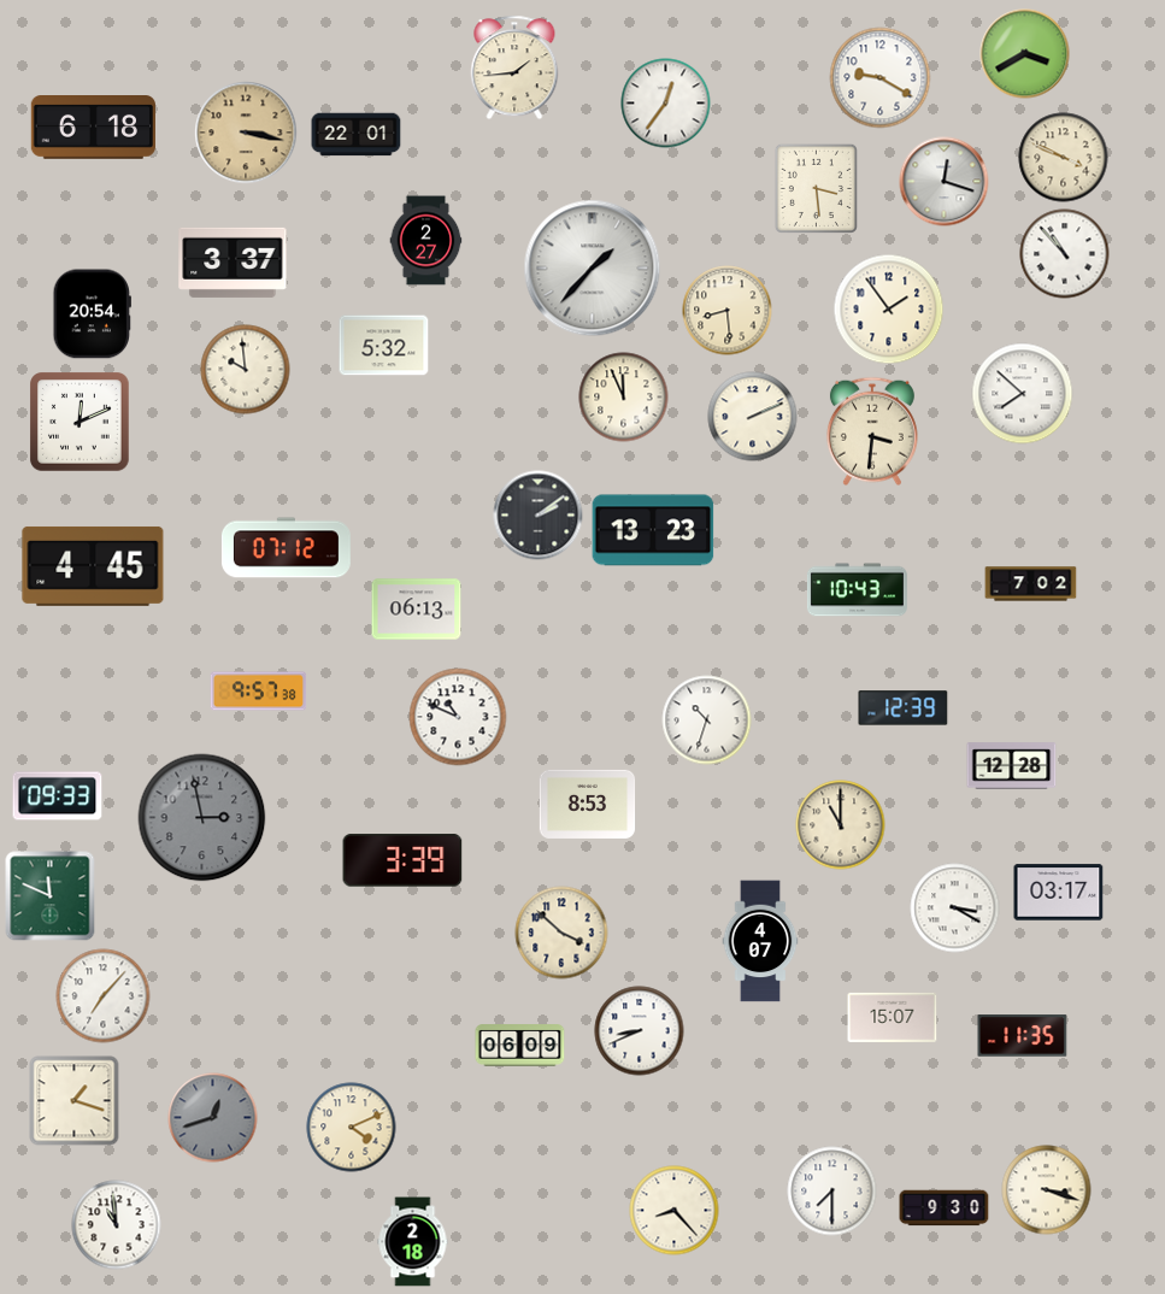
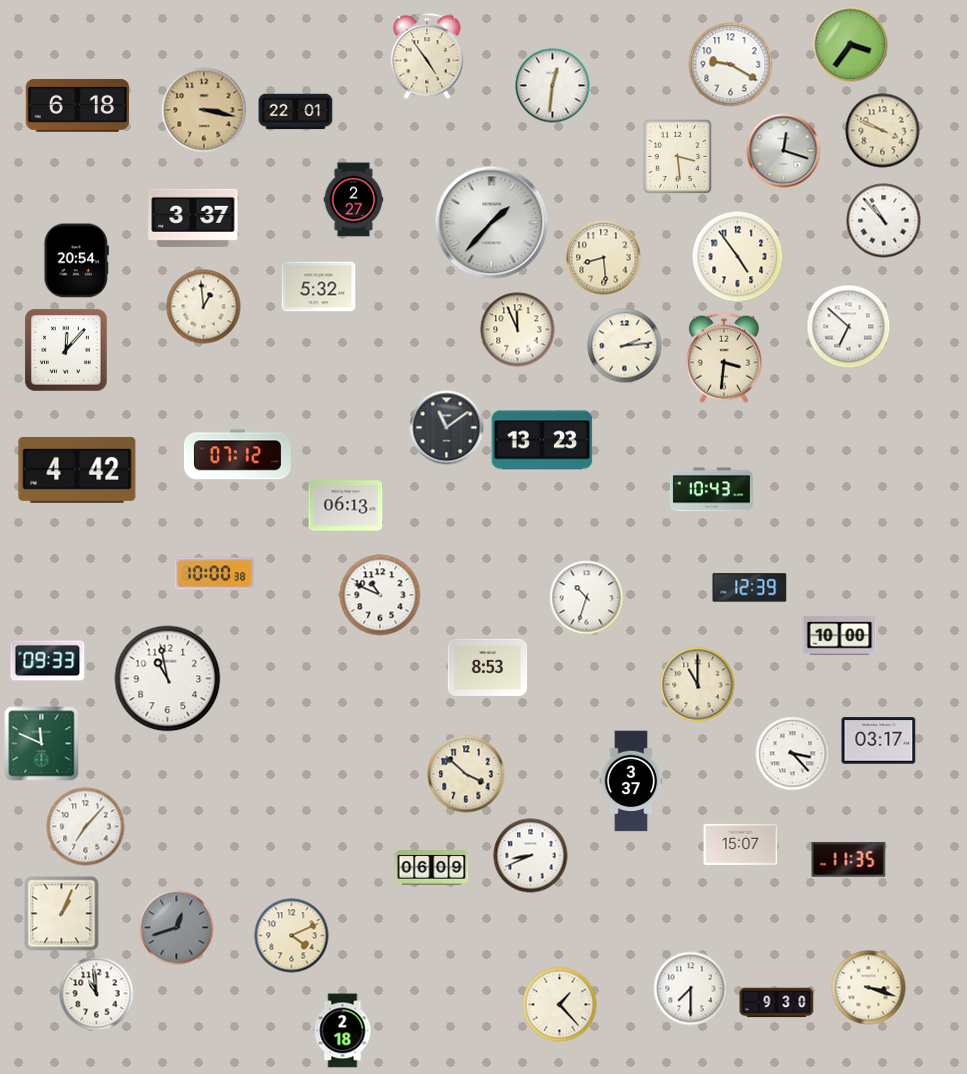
clock at (1025, 54): 3:40 -> 3:36
clock at (514, 67): 1:44 -> 4:54
clock at (666, 104): 12:36 -> 12:31
clock at (1065, 254) position: (1065, 254) -> (884, 221)
clock at (889, 310): 1:54 -> 4:54
clock at (246, 370): 9:59 -> 12:59
clock at (1023, 394): 7:52 -> 6:52
clock at (753, 417): 2:11 -> 2:14
clock at (80, 422): 12:11 -> 12:07
clock at (539, 516): 2:09 -> 11:09
clock at (93, 566): 4:45 -> 4:42
clock at (1031, 584): 7:02 -> none
clock at (259, 692): 9:57 -> 10:00
clock at (1012, 766): 12:28 -> 10:00
clock at (202, 818): 2:58 -> 10:58
clock at (202, 818) dial: grey -> white
clock at (402, 860): 3:39 -> none
clock at (955, 908): 3:20 -> 3:23
clock at (760, 941): 4:07 -> 3:37
clock at (75, 1101): 1:18 -> 1:04
clock at (945, 1208) position: (945, 1208) -> (777, 1003)
clock at (675, 1211): 8:23 -> 1:23
clock at (117, 1225) position: (117, 1225) -> (97, 994)
